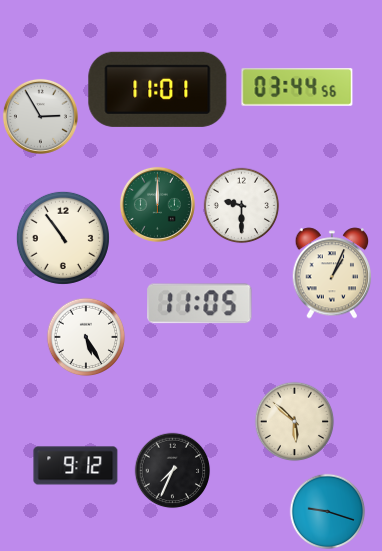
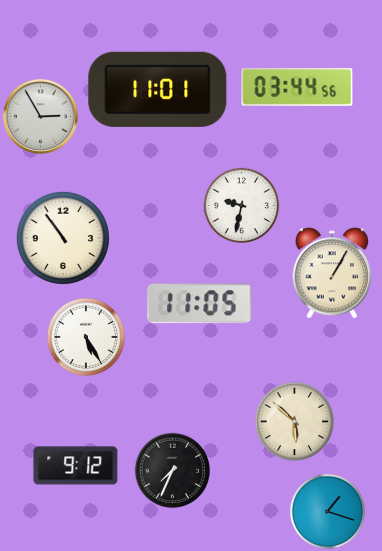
clock at (157, 204): 12:00 -> none
clock at (242, 206): 9:30 -> 9:32
clock at (332, 273): 1:04 -> 1:05
clock at (328, 512): 9:18 -> 1:18
